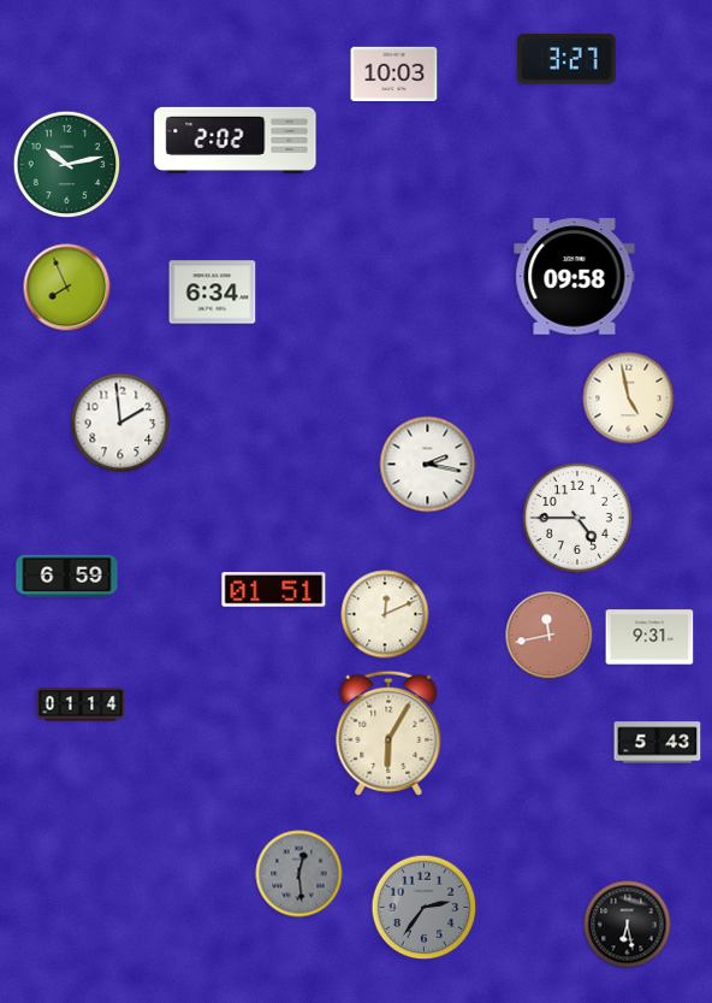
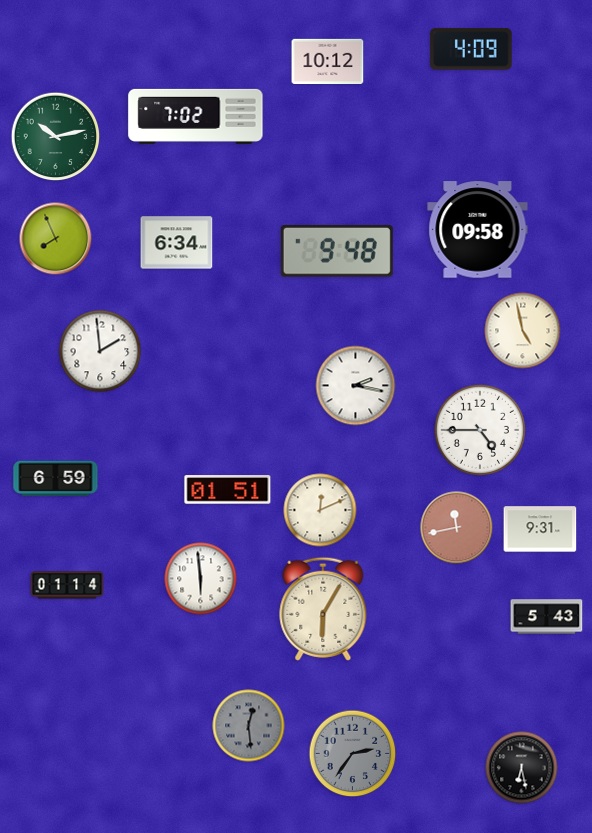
clock at (566, 59): 3:27 -> 4:09
clock at (394, 73): 10:03 -> 10:12
clock at (236, 140): 2:02 -> 7:02
clock at (337, 251): none -> 9:48
clock at (201, 579): none -> 5:59
